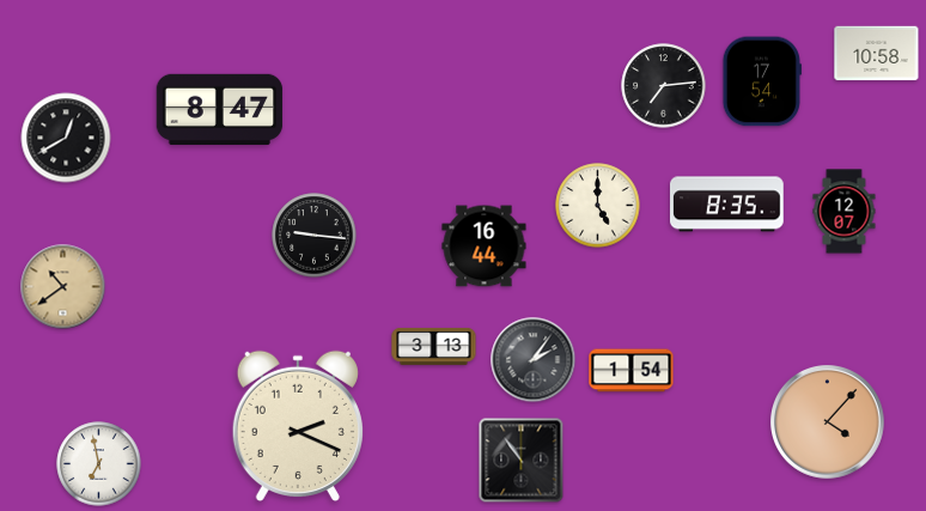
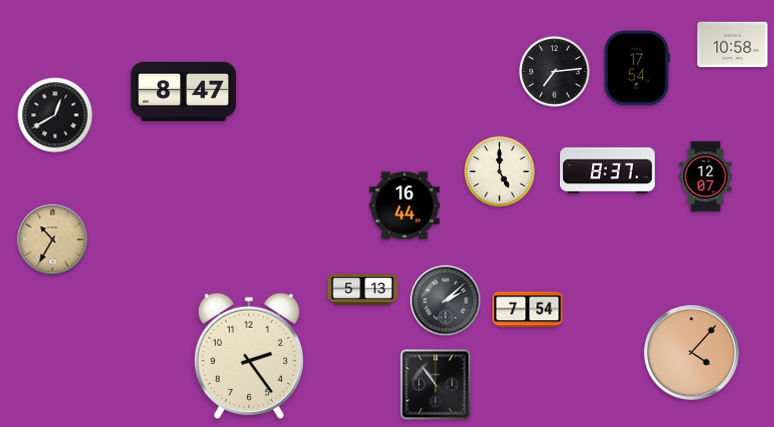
clock at (727, 205): 8:35 -> 8:37
clock at (315, 236): 9:16 -> none
clock at (63, 287): 10:39 -> 10:35
clock at (434, 346): 3:13 -> 5:13
clock at (534, 360): 2:06 -> 2:08
clock at (632, 371): 1:54 -> 7:54
clock at (298, 425): 2:19 -> 2:24
clock at (99, 464): 6:58 -> none
